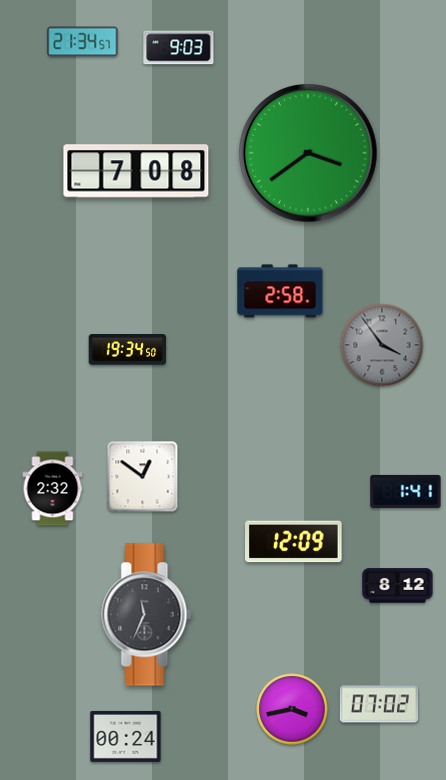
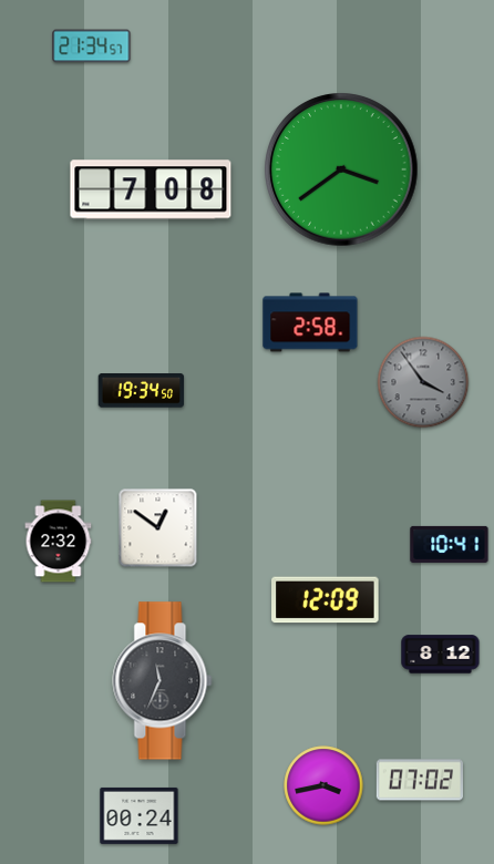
clock at (179, 48): 9:03 -> none
clock at (128, 350) position: (128, 350) -> (142, 391)
clock at (406, 491): 1:41 -> 10:41
clock at (398, 586) position: (398, 586) -> (441, 655)
